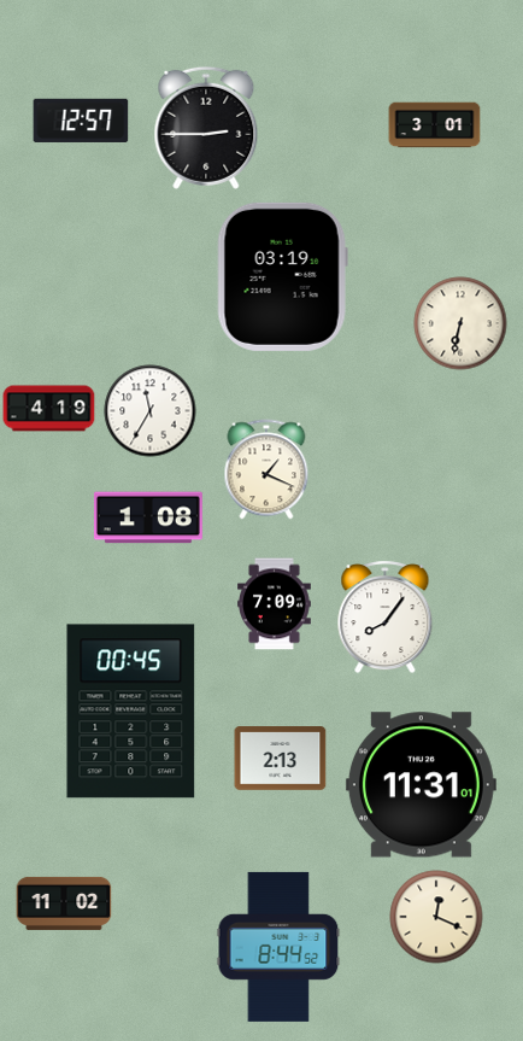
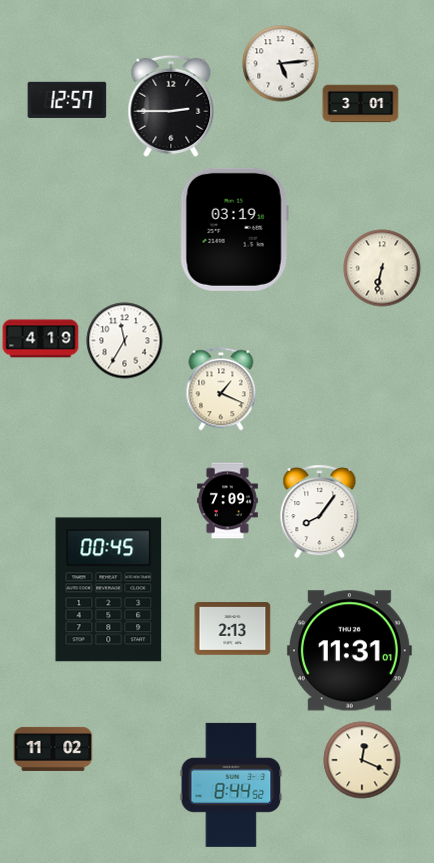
clock at (281, 64): none -> 5:14
clock at (148, 517): 1:08 -> none
